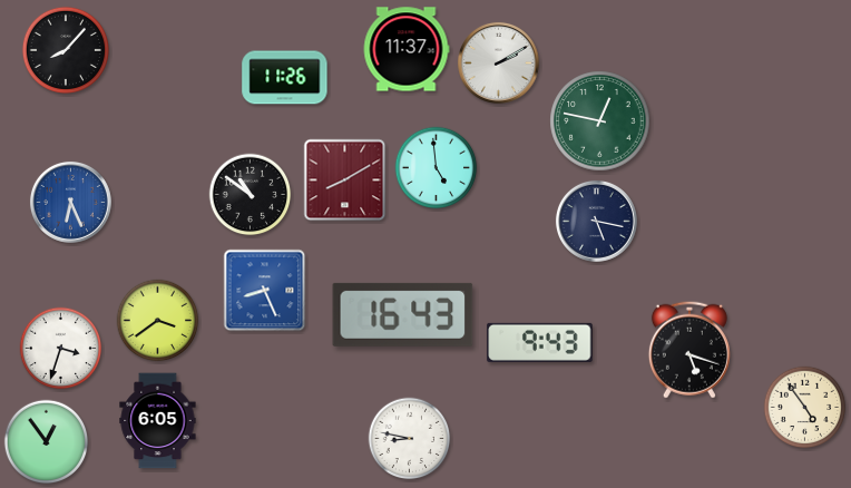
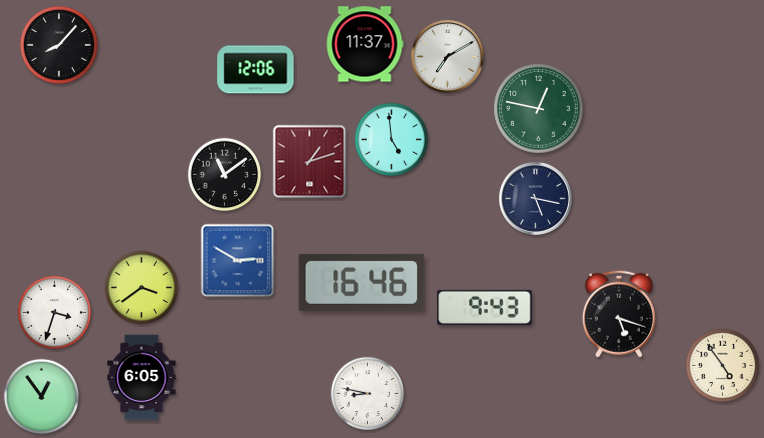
clock at (498, 62): 2:10 -> 7:10
clock at (285, 78): 11:26 -> 12:06
clock at (437, 168) position: (437, 168) -> (392, 140)
clock at (345, 180): 8:10 -> 1:12
clock at (251, 195): 10:51 -> 11:09
clock at (70, 202): 6:26 -> none
clock at (265, 291): 8:26 -> 2:50
clock at (403, 314): 16:43 -> 16:46
